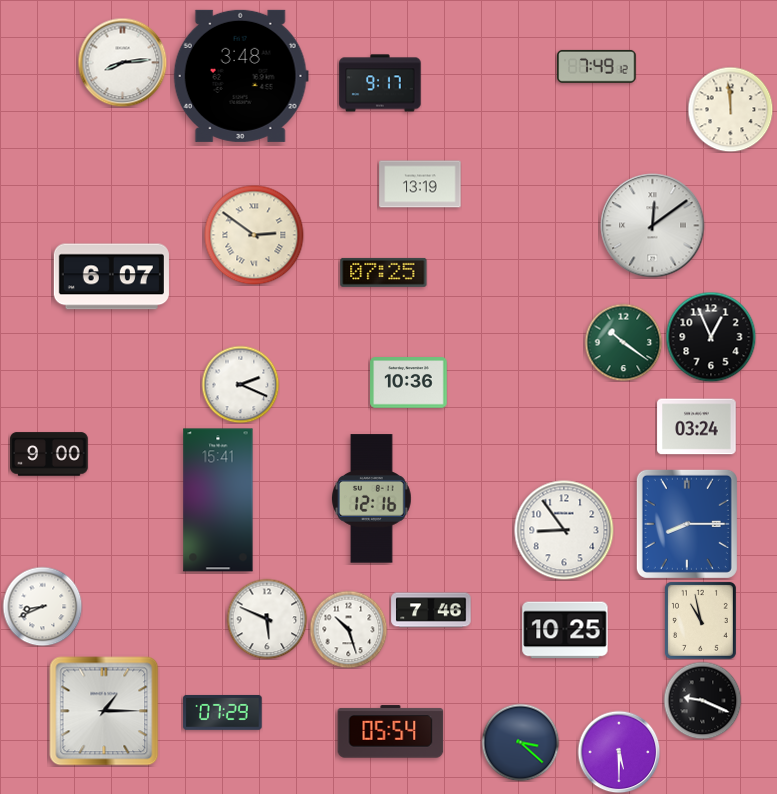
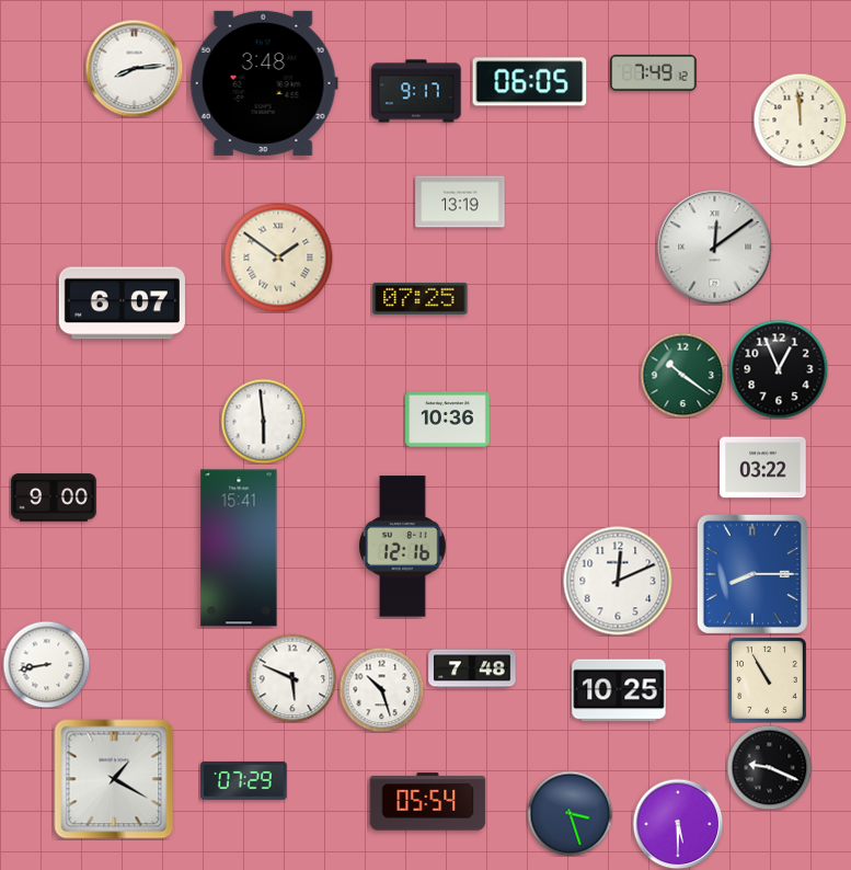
clock at (530, 82): none -> 06:05
clock at (254, 235): 2:51 -> 1:51
clock at (240, 384): 2:19 -> 5:59
clock at (697, 427): 03:24 -> 03:22
clock at (372, 499) position: (372, 499) -> (403, 547)
clock at (564, 530): 8:54 -> 12:11
clock at (42, 606): 8:41 -> 8:43
clock at (431, 610): 7:46 -> 7:48
clock at (700, 620): 10:58 -> 10:55
clock at (104, 711): 1:15 -> 1:20
clock at (520, 742): 3:22 -> 3:27
